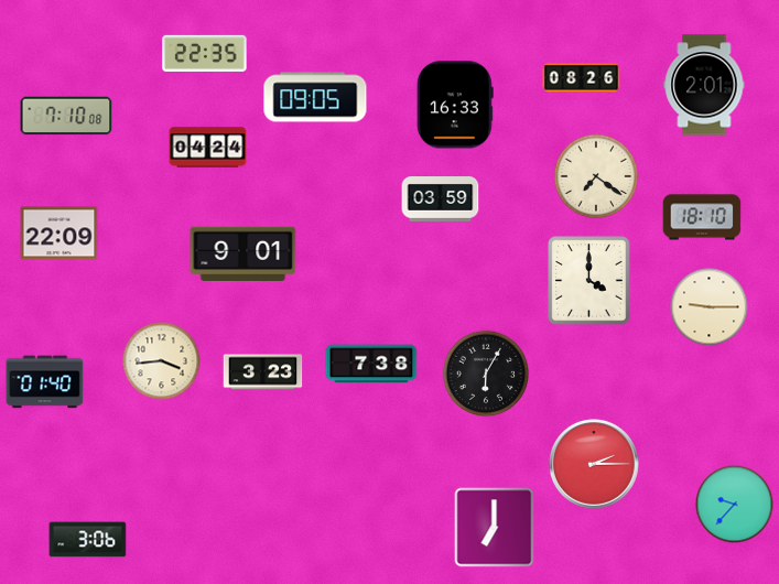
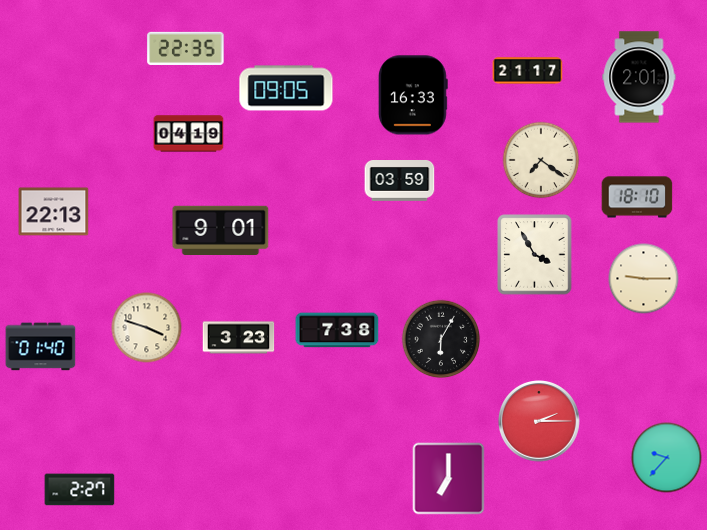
clock at (582, 78): 08:26 -> 21:17
clock at (66, 116): 7:10 -> none
clock at (208, 148): 04:24 -> 04:19
clock at (59, 234): 22:09 -> 22:13
clock at (589, 281): 4:00 -> 3:55
clock at (162, 361): 3:44 -> 3:48
clock at (88, 540): 3:06 -> 2:27
